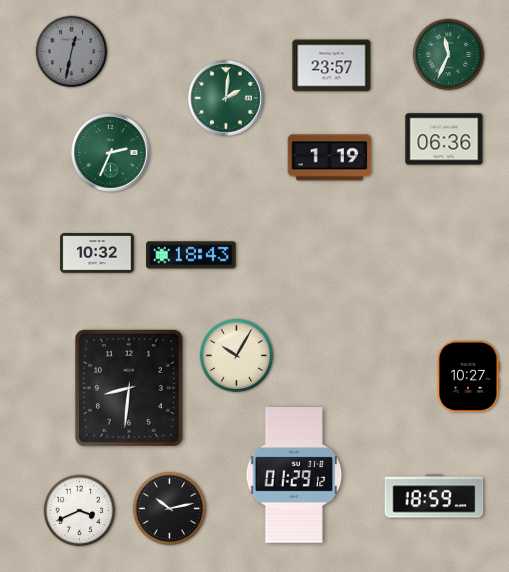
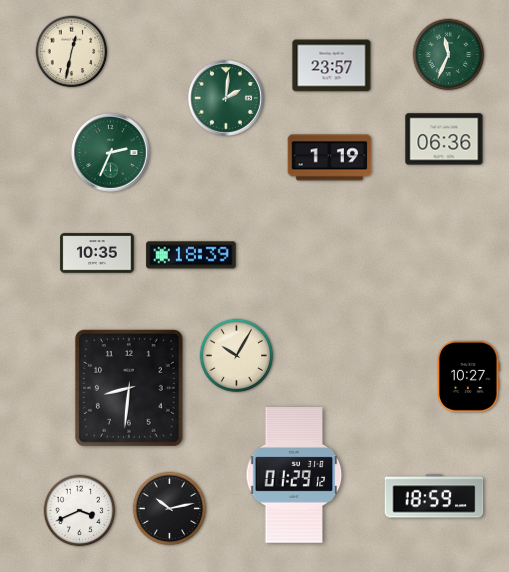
clock at (72, 52) dial: grey -> cream
clock at (97, 253): 10:32 -> 10:35
clock at (191, 255): 18:43 -> 18:39
